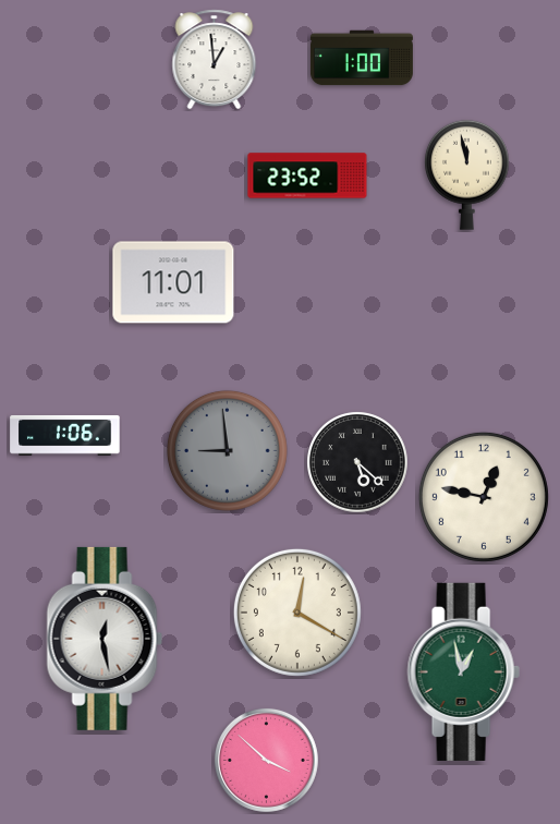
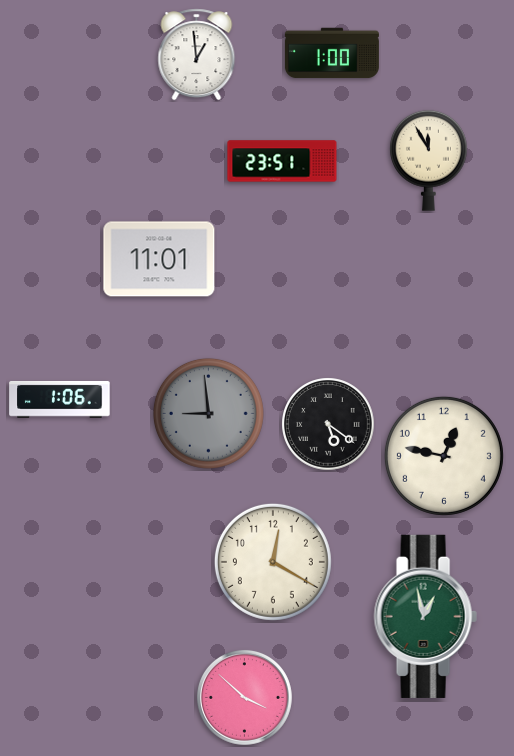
clock at (466, 174): 11:58 -> 11:55
clock at (307, 175): 23:52 -> 23:51
clock at (357, 462): 5:22 -> 5:21
clock at (105, 639): 12:28 -> none
